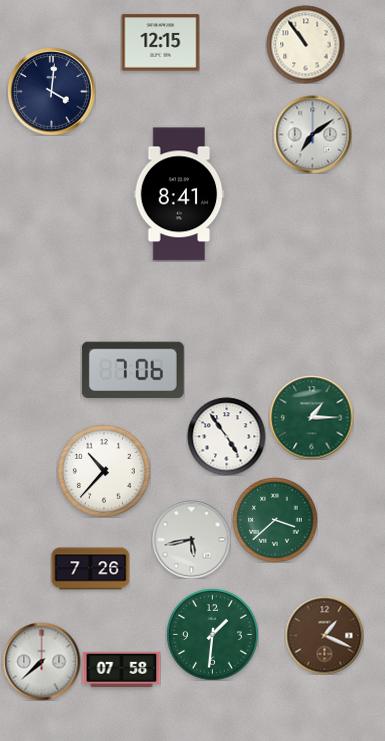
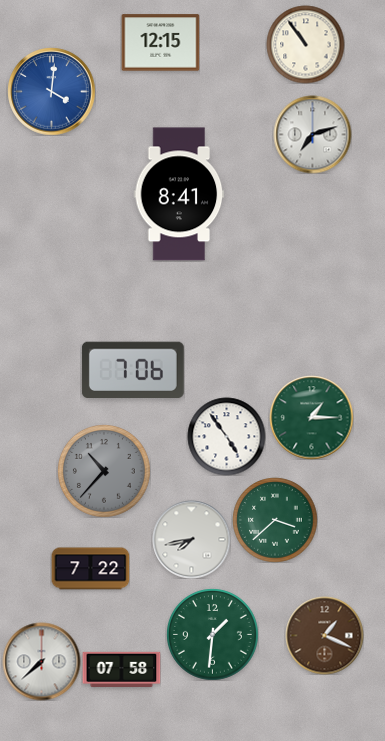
clock at (51, 91) dial: navy -> blue
clock at (312, 134): 7:09 -> 7:12
clock at (104, 471) dial: white -> grey
clock at (191, 539): 5:43 -> 7:43
clock at (90, 569): 7:26 -> 7:22
